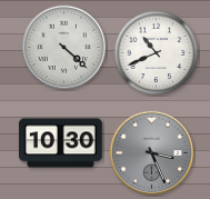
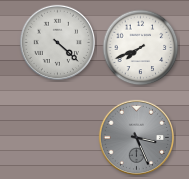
clock at (157, 53): 10:41 -> 7:41
clock at (61, 143): 10:30 -> none
